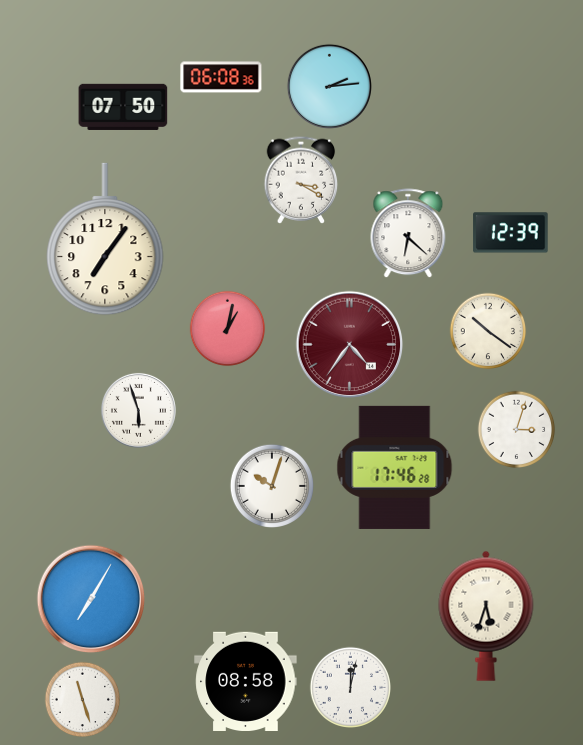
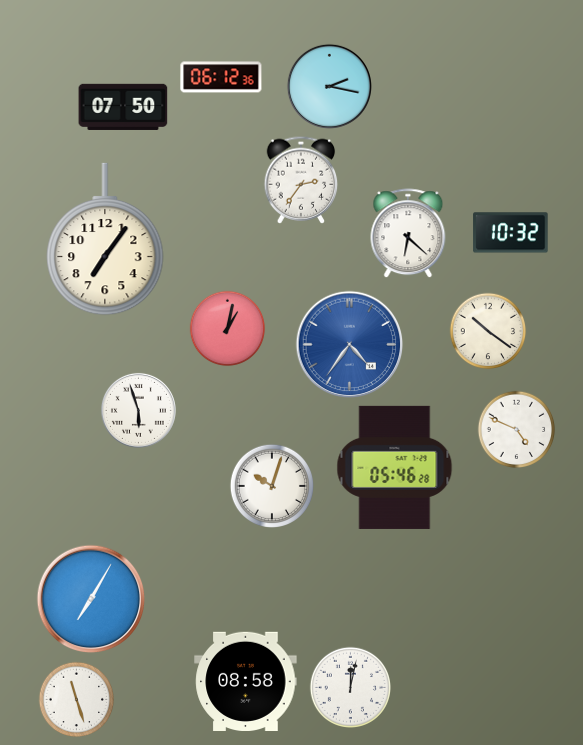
clock at (221, 77): 06:08 -> 06:12
clock at (329, 86): 2:14 -> 2:17
clock at (301, 180): 3:20 -> 2:36
clock at (511, 233): 12:39 -> 10:32
clock at (350, 345) dial: burgundy -> blue
clock at (517, 430): 3:03 -> 4:49
clock at (395, 467): 17:46 -> 05:46
clock at (486, 616): 5:33 -> none
clock at (83, 700) position: (83, 700) -> (77, 700)
